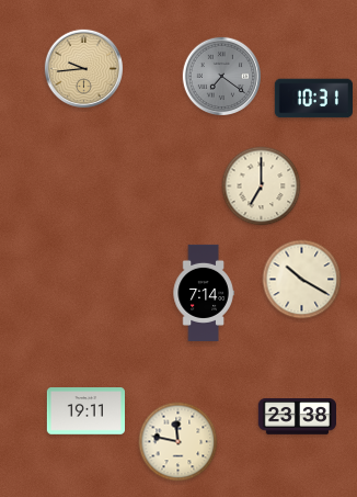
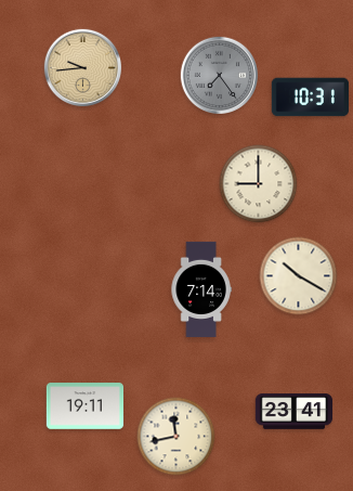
clock at (222, 77): 7:21 -> 7:24
clock at (262, 187): 7:00 -> 9:00
clock at (297, 417): 23:38 -> 23:41
clock at (178, 442): 11:47 -> 11:43
